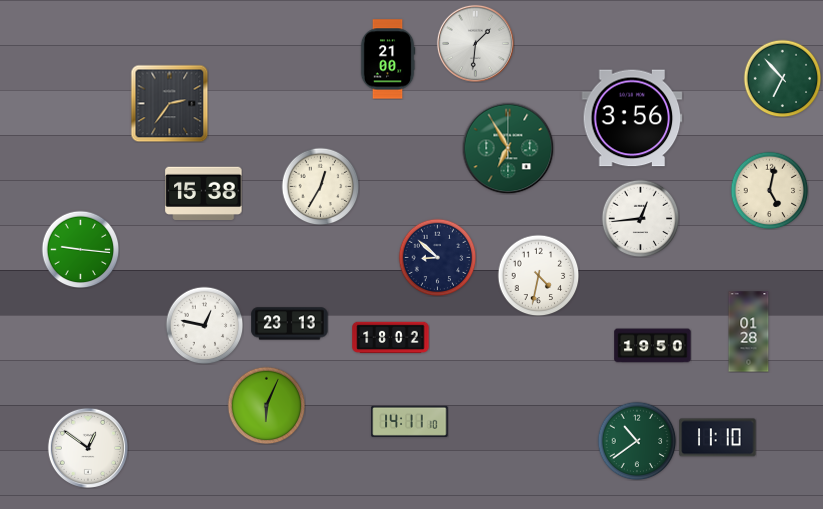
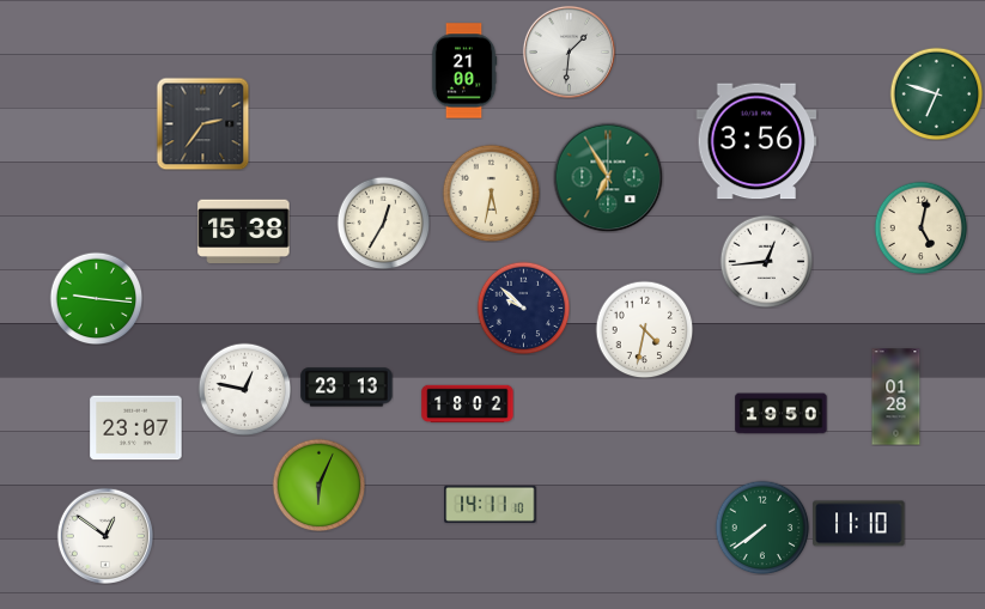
clock at (782, 78): 6:53 -> 6:48
clock at (491, 193): none -> 5:32
clock at (437, 257): 8:52 -> 9:52
clock at (136, 428): none -> 23:07
clock at (637, 441): 10:39 -> 7:39
